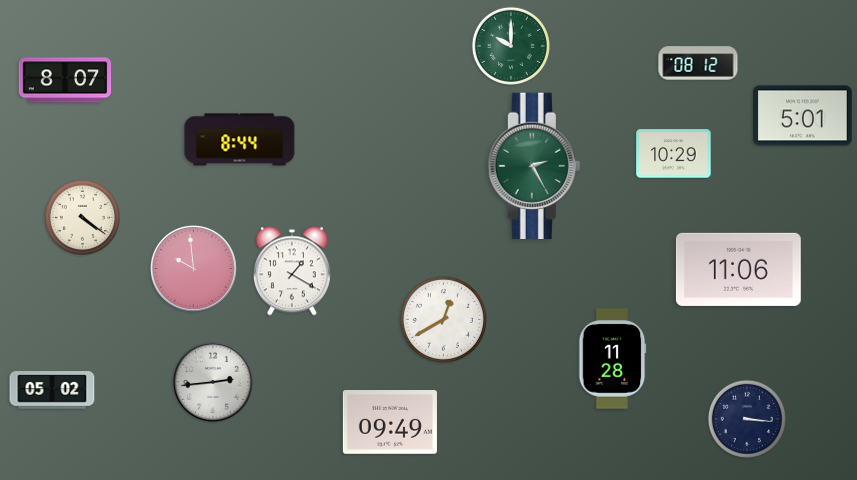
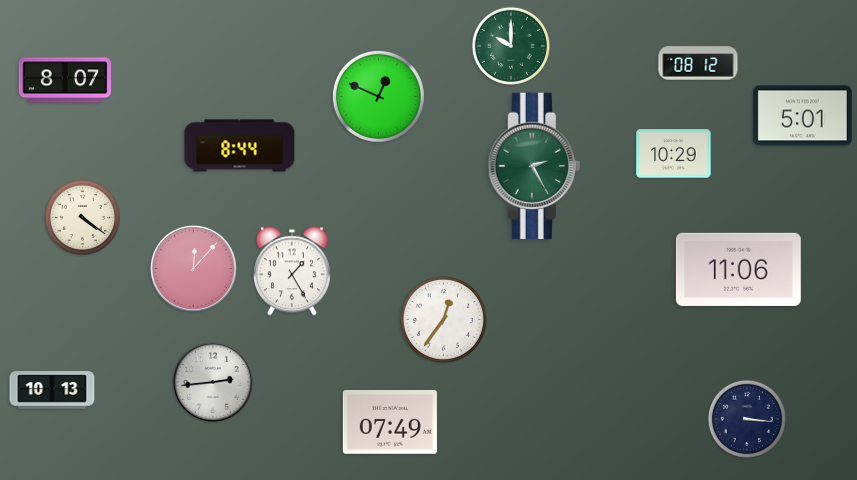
clock at (378, 96): none -> 12:49
clock at (240, 140) position: (240, 140) -> (240, 146)
clock at (193, 268): 9:59 -> 12:07
clock at (292, 271): 1:20 -> 1:25
clock at (443, 319): 12:40 -> 12:36
clock at (612, 359): 11:28 -> none
clock at (52, 390): 05:02 -> 10:13
clock at (390, 423): 09:49 -> 07:49
